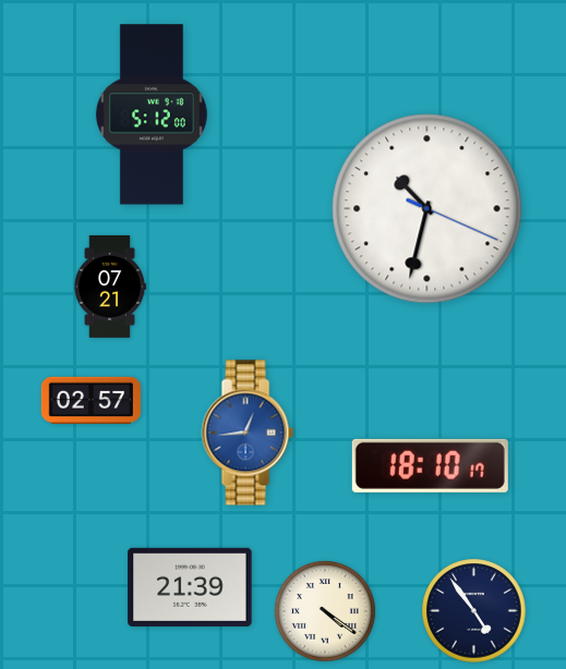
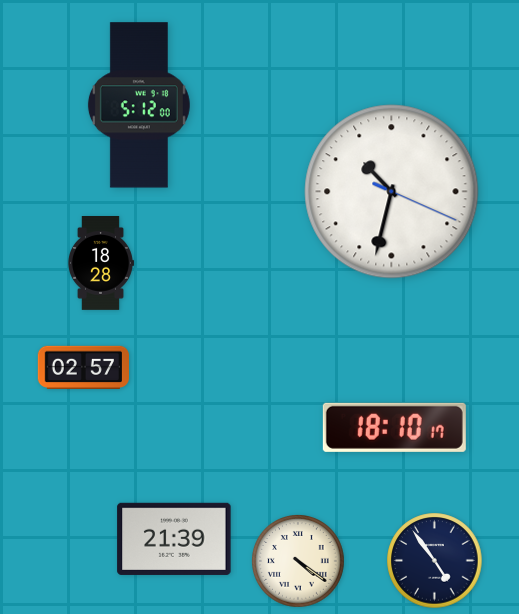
clock at (109, 288): 07:21 -> 18:28
clock at (248, 433): 12:44 -> none
